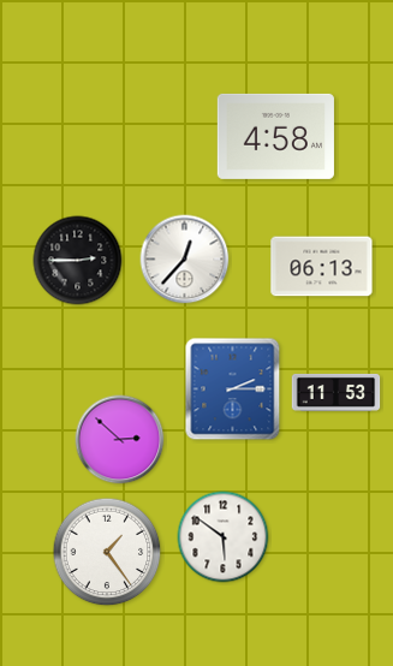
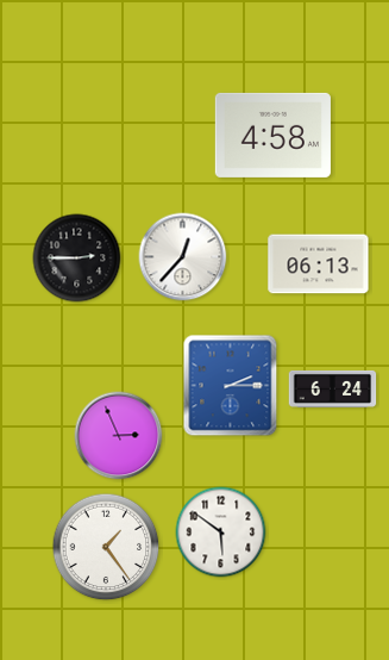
clock at (337, 392): 11:53 -> 6:24
clock at (120, 440): 2:52 -> 2:56
